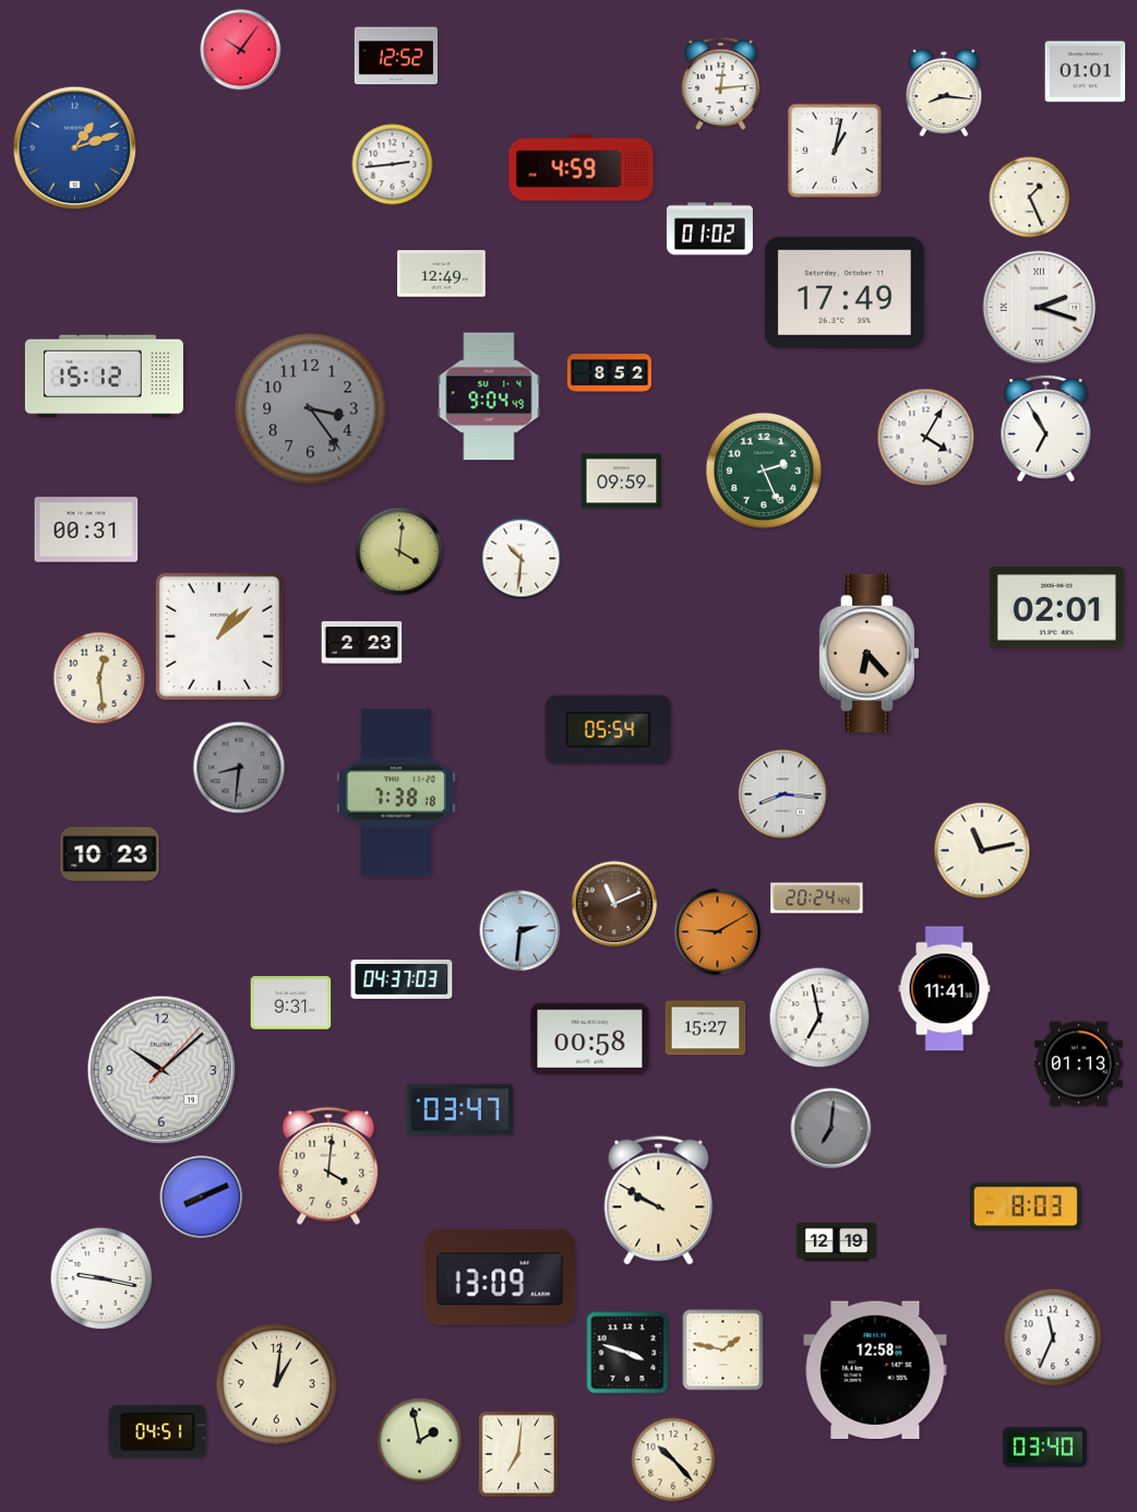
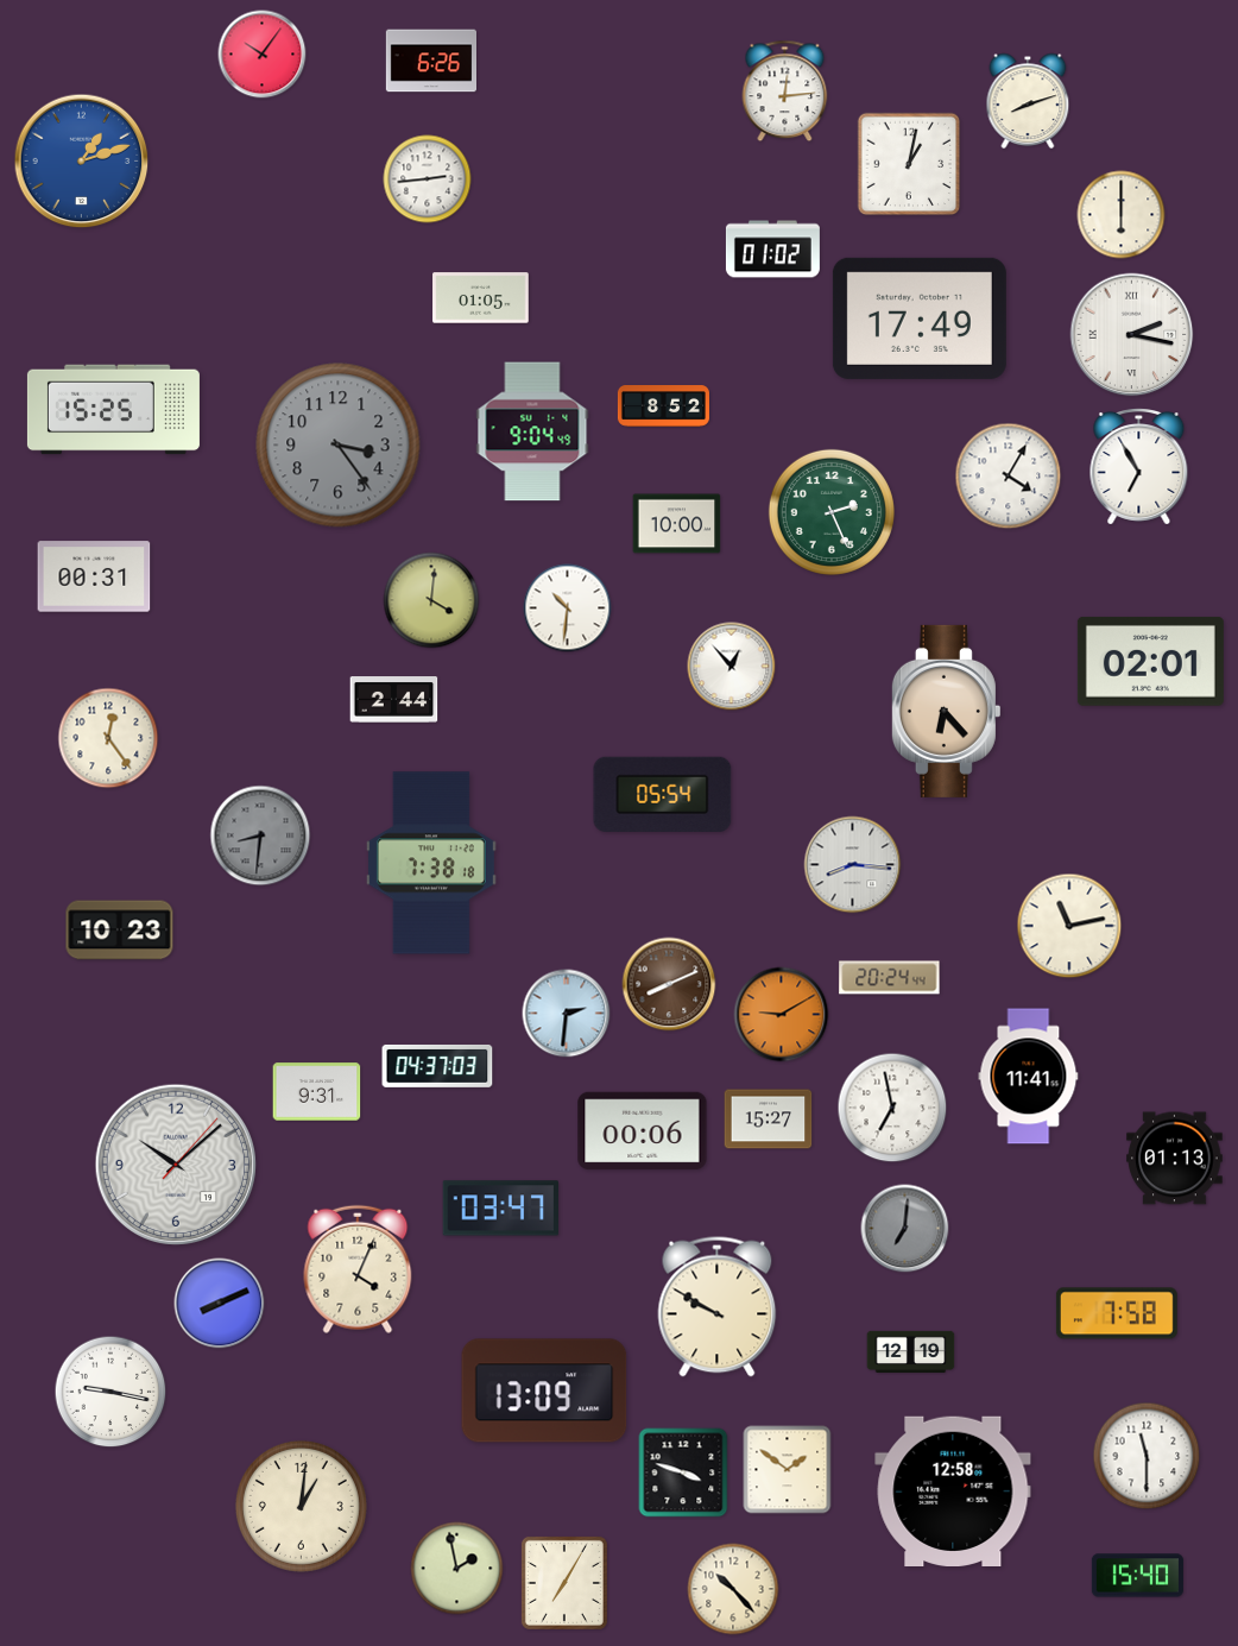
clock at (395, 56): 12:52 -> 6:26
clock at (1086, 72): 01:01 -> none
clock at (944, 93): 8:16 -> 8:12
clock at (582, 168): 4:59 -> none
clock at (1030, 198): 1:26 -> 6:00
clock at (442, 274): 12:49 -> 01:05
clock at (1040, 308): 2:18 -> 2:17
clock at (104, 377): 15:12 -> 15:25
clock at (622, 481): 09:59 -> 10:00
clock at (399, 551) position: (399, 551) -> (431, 600)
clock at (732, 667): none -> 12:53
clock at (219, 636): 1:08 -> none
clock at (362, 643): 2:23 -> 2:44
clock at (99, 678): 12:29 -> 12:24
clock at (614, 904): 11:11 -> 8:11
clock at (590, 1039): 00:58 -> 00:06
clock at (328, 1166): 4:01 -> 4:04
clock at (1026, 1206): 8:03 -> 7:58
clock at (1053, 1337): 11:34 -> 11:30
clock at (723, 1350): 1:47 -> 1:51
clock at (158, 1432): 04:51 -> none
clock at (1044, 1448): 03:40 -> 15:40
clock at (518, 1454): 7:01 -> 7:05
